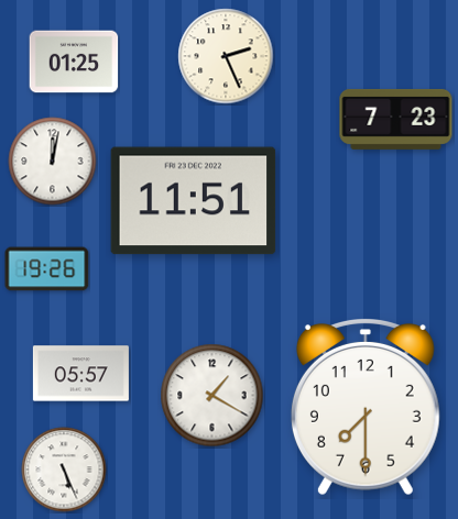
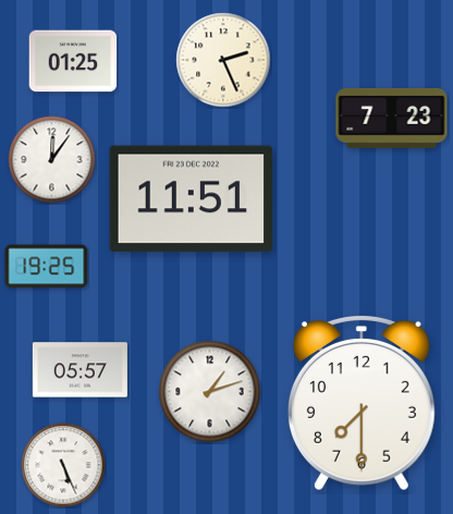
clock at (226, 56) position: (226, 56) -> (223, 60)
clock at (53, 162): 12:02 -> 12:06
clock at (47, 269): 19:26 -> 19:25
clock at (212, 396): 1:20 -> 1:12
